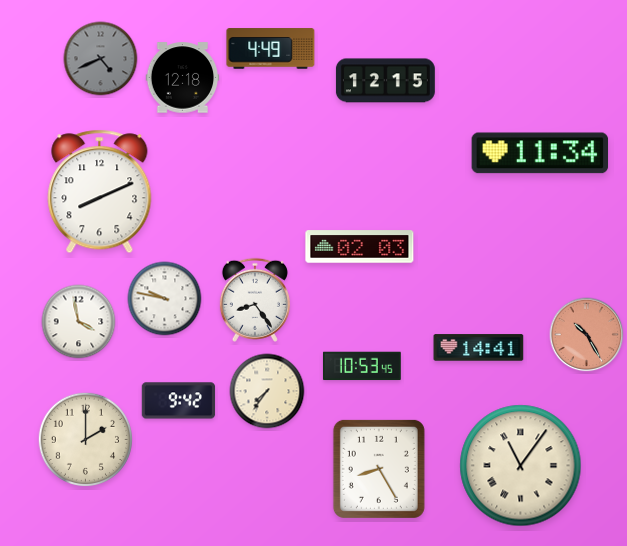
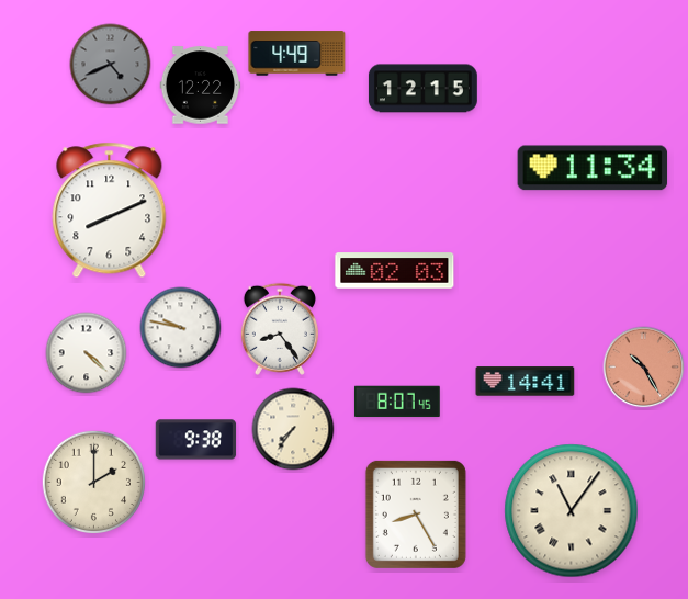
clock at (183, 78): 12:18 -> 12:22
clock at (79, 322): 3:58 -> 4:22
clock at (362, 366): 10:53 -> 8:07
clock at (179, 401): 9:42 -> 9:38
